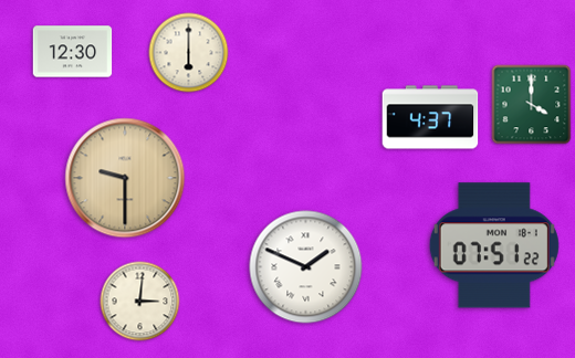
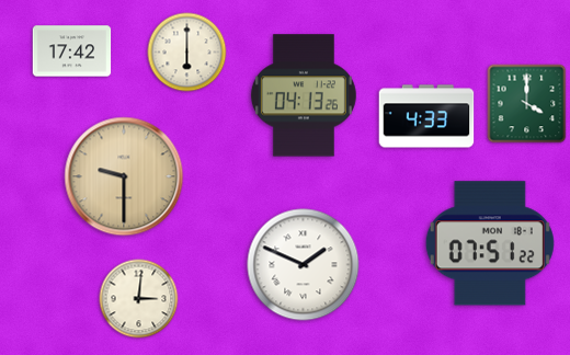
clock at (73, 52): 12:30 -> 17:42
clock at (304, 95): none -> 04:13
clock at (430, 117): 4:37 -> 4:33
